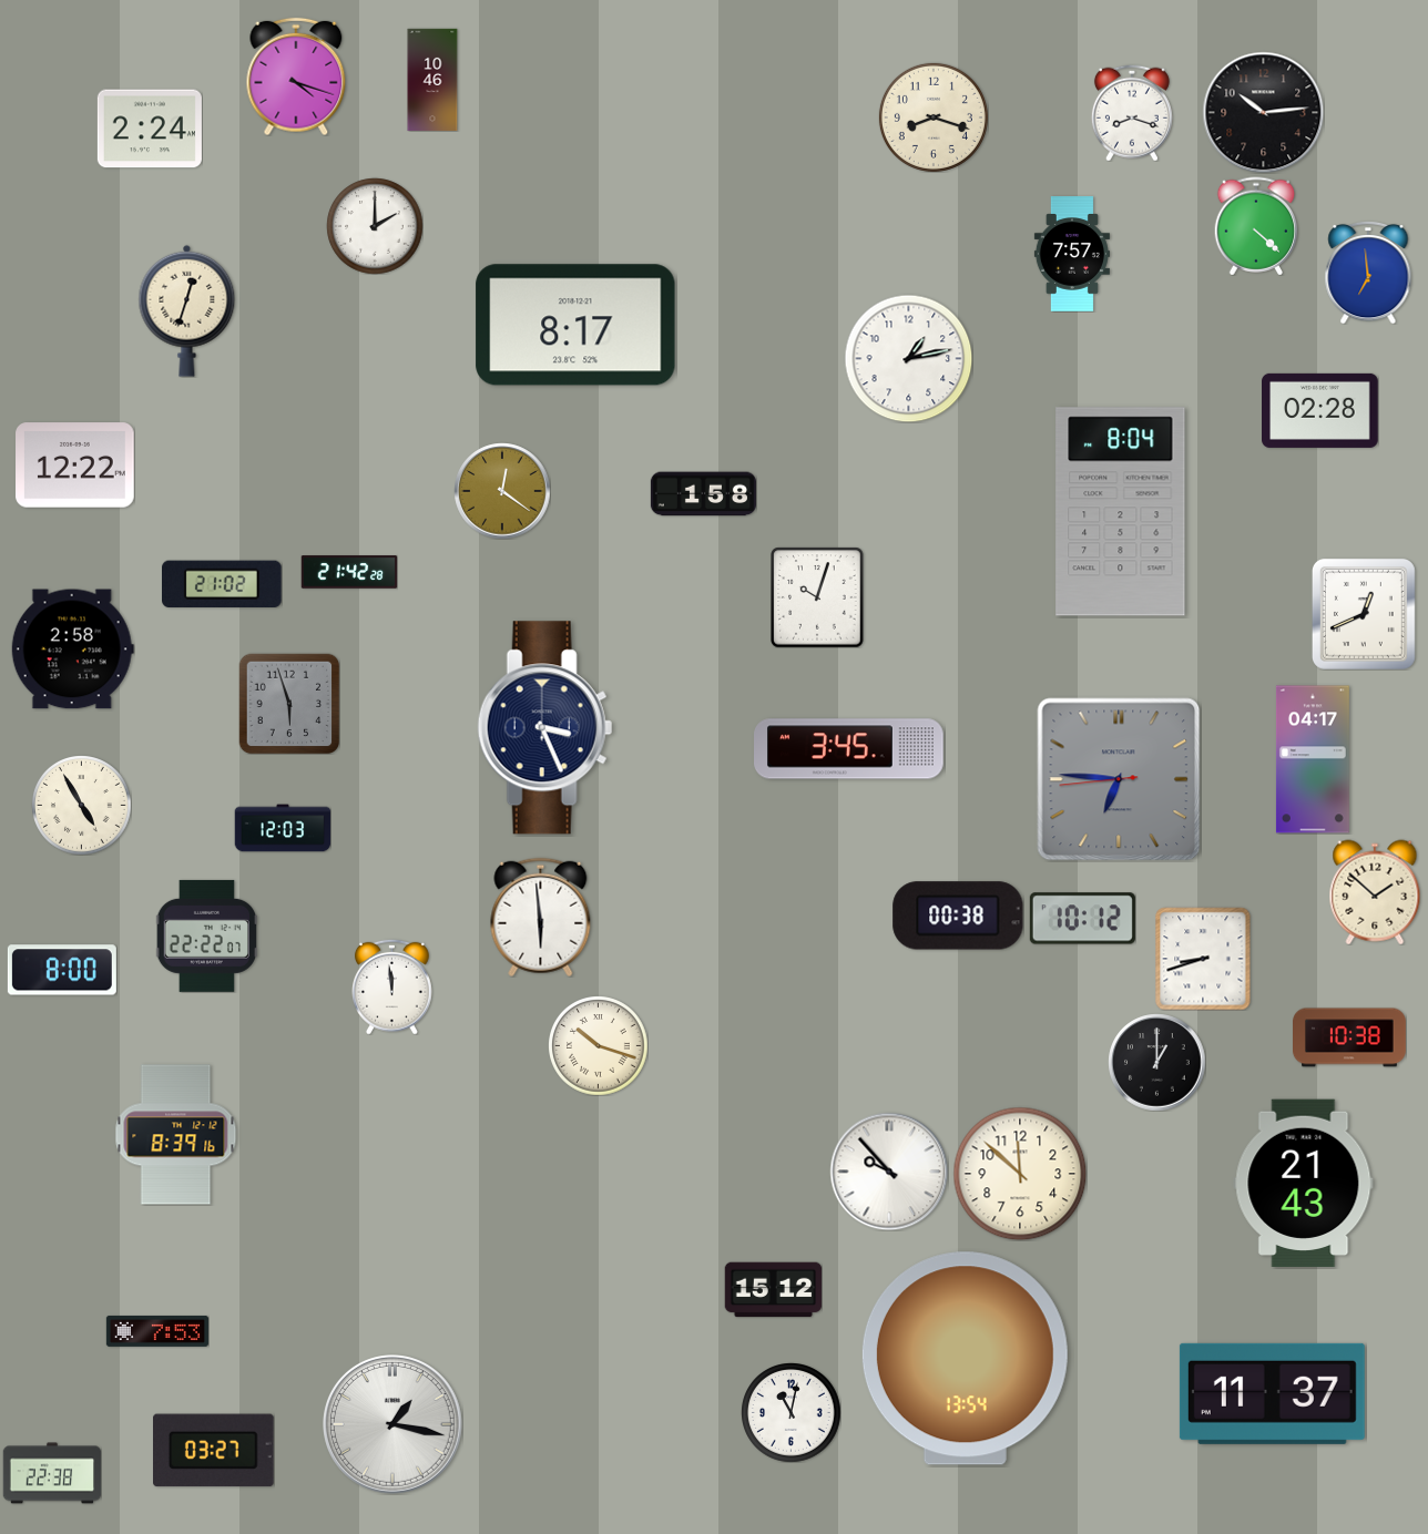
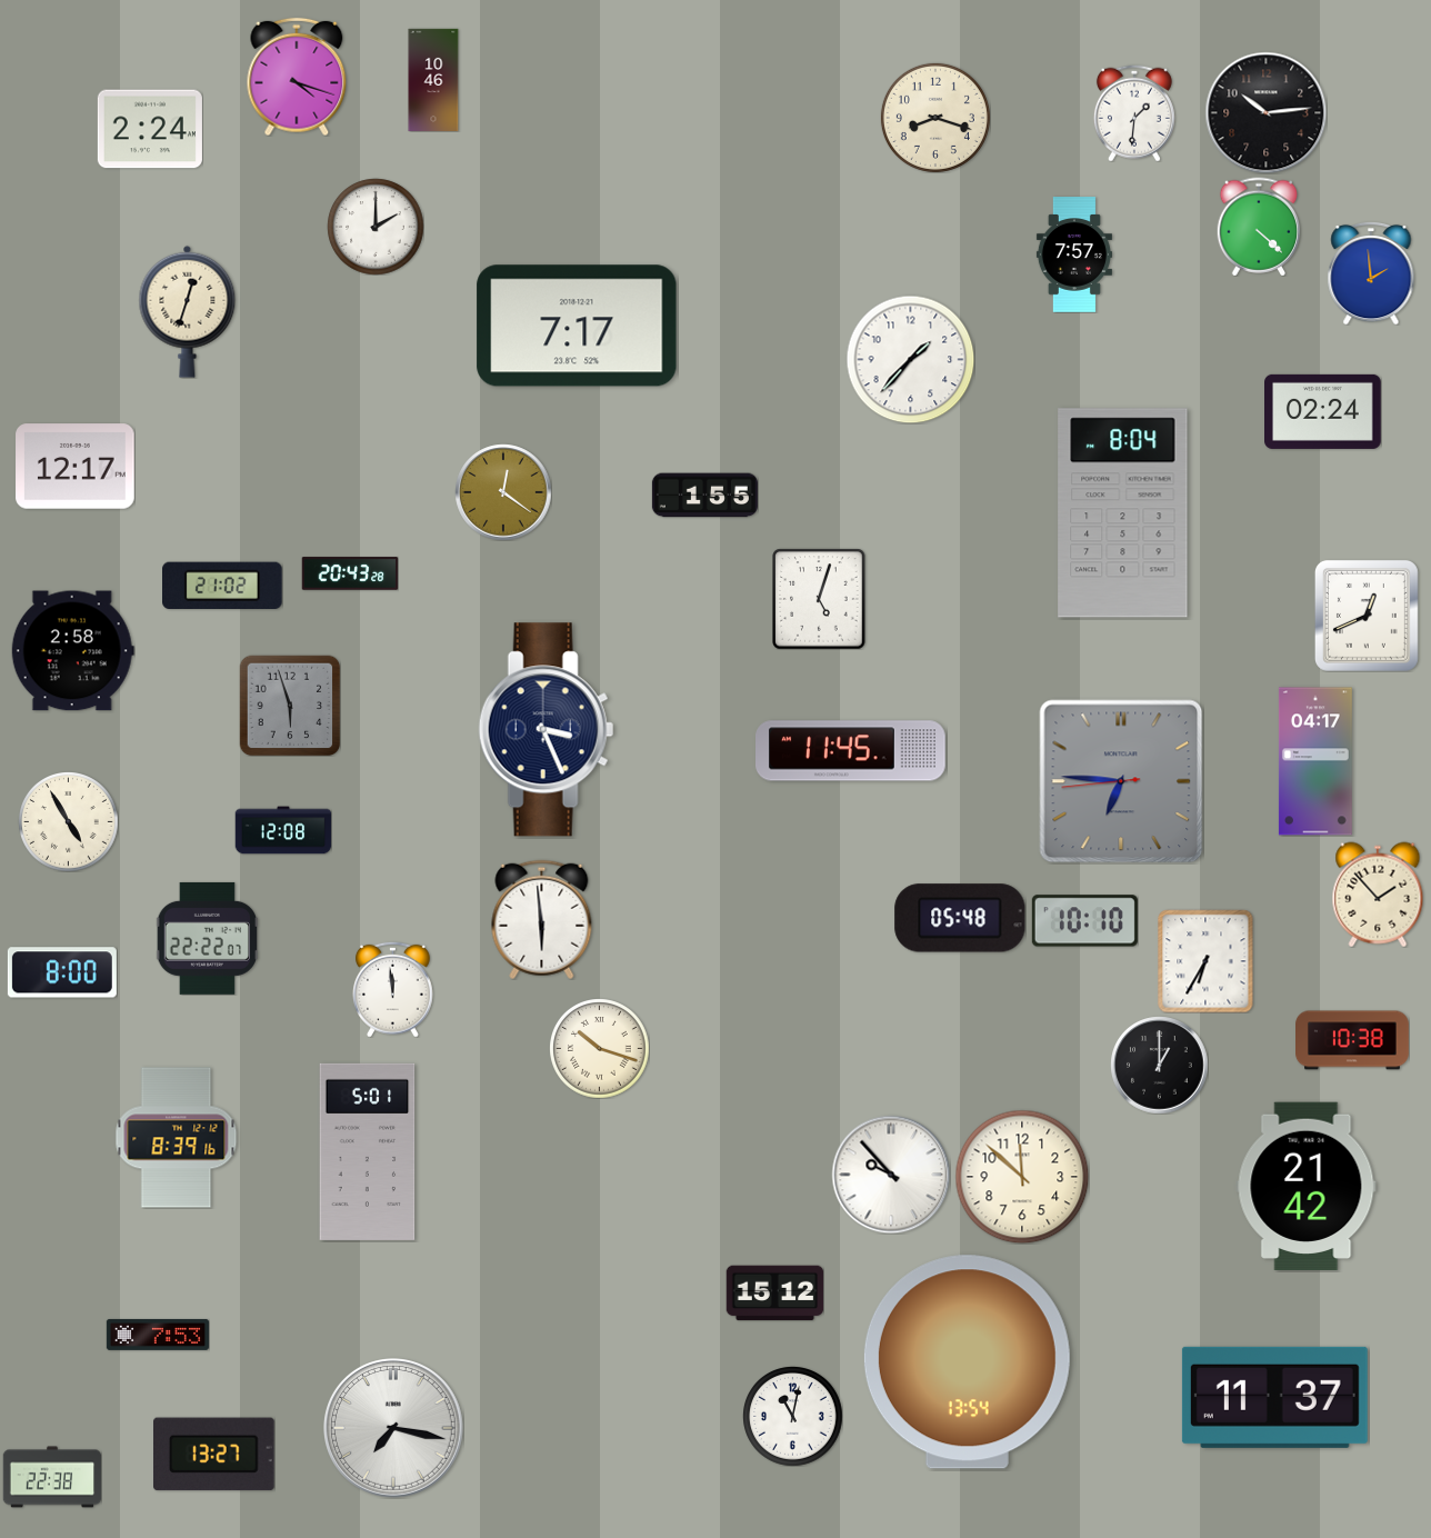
clock at (1132, 113): 8:18 -> 1:31
clock at (1368, 273): 6:59 -> 1:59
clock at (575, 325): 8:17 -> 7:17
clock at (908, 358): 1:13 -> 1:37
clock at (1320, 410): 02:28 -> 02:24
clock at (75, 466): 12:22 -> 12:17
clock at (703, 494): 1:58 -> 1:55
clock at (349, 572): 21:42 -> 20:43
clock at (817, 597): 10:03 -> 5:03
clock at (849, 749): 3:45 -> 11:45
clock at (82, 806) position: (82, 806) -> (69, 822)
clock at (283, 828): 12:03 -> 12:08
clock at (1375, 892): 1:52 -> 1:53
clock at (958, 916): 00:38 -> 05:48
clock at (1082, 919): 10:12 -> 10:10
clock at (1203, 959): 8:42 -> 6:35
clock at (368, 1151): none -> 5:01
clock at (1304, 1183): 21:43 -> 21:42
clock at (394, 1425): 1:17 -> 7:17
clock at (214, 1451): 03:27 -> 13:27
